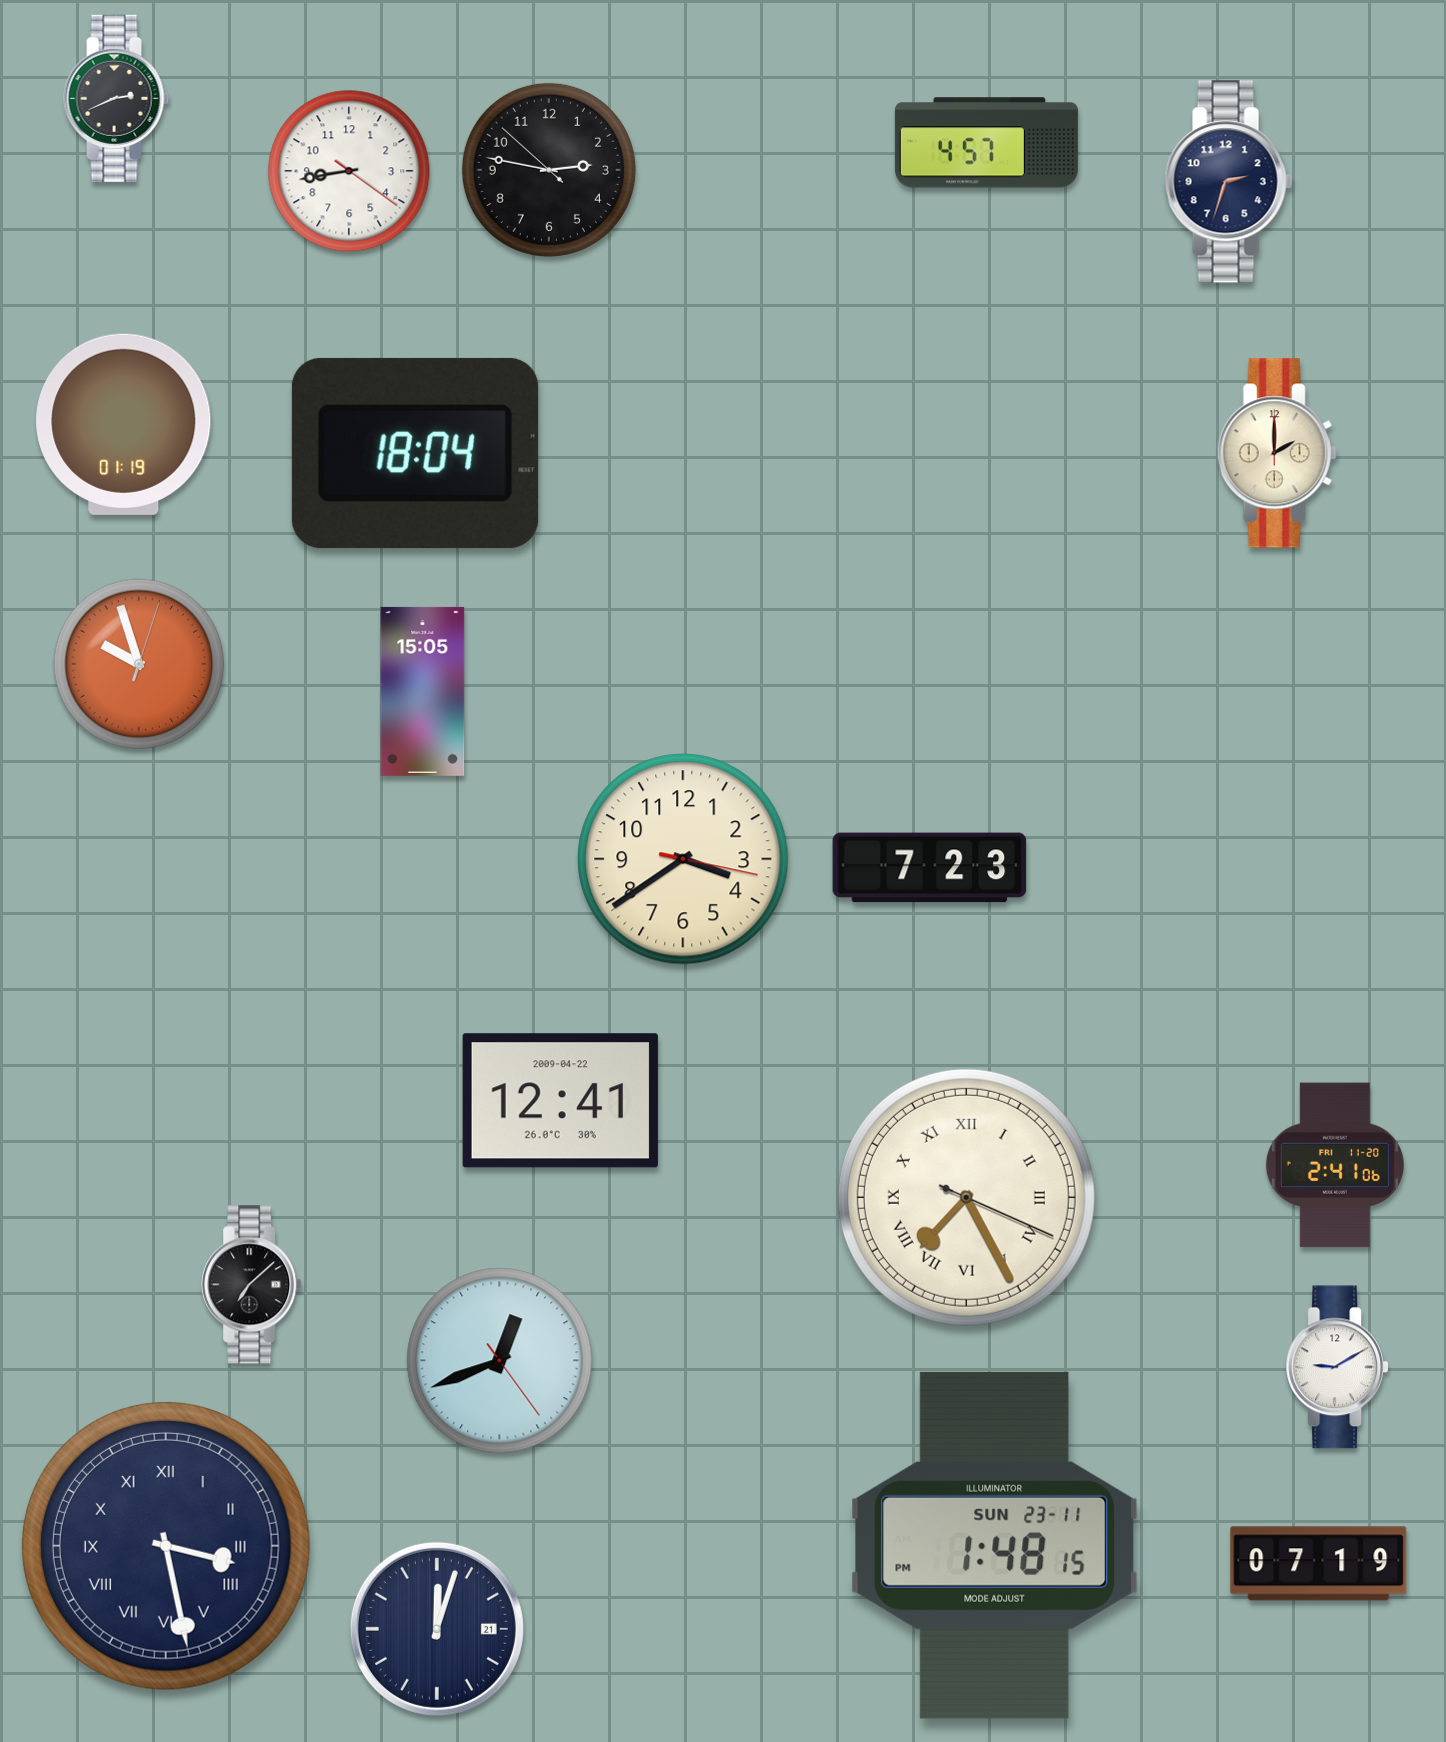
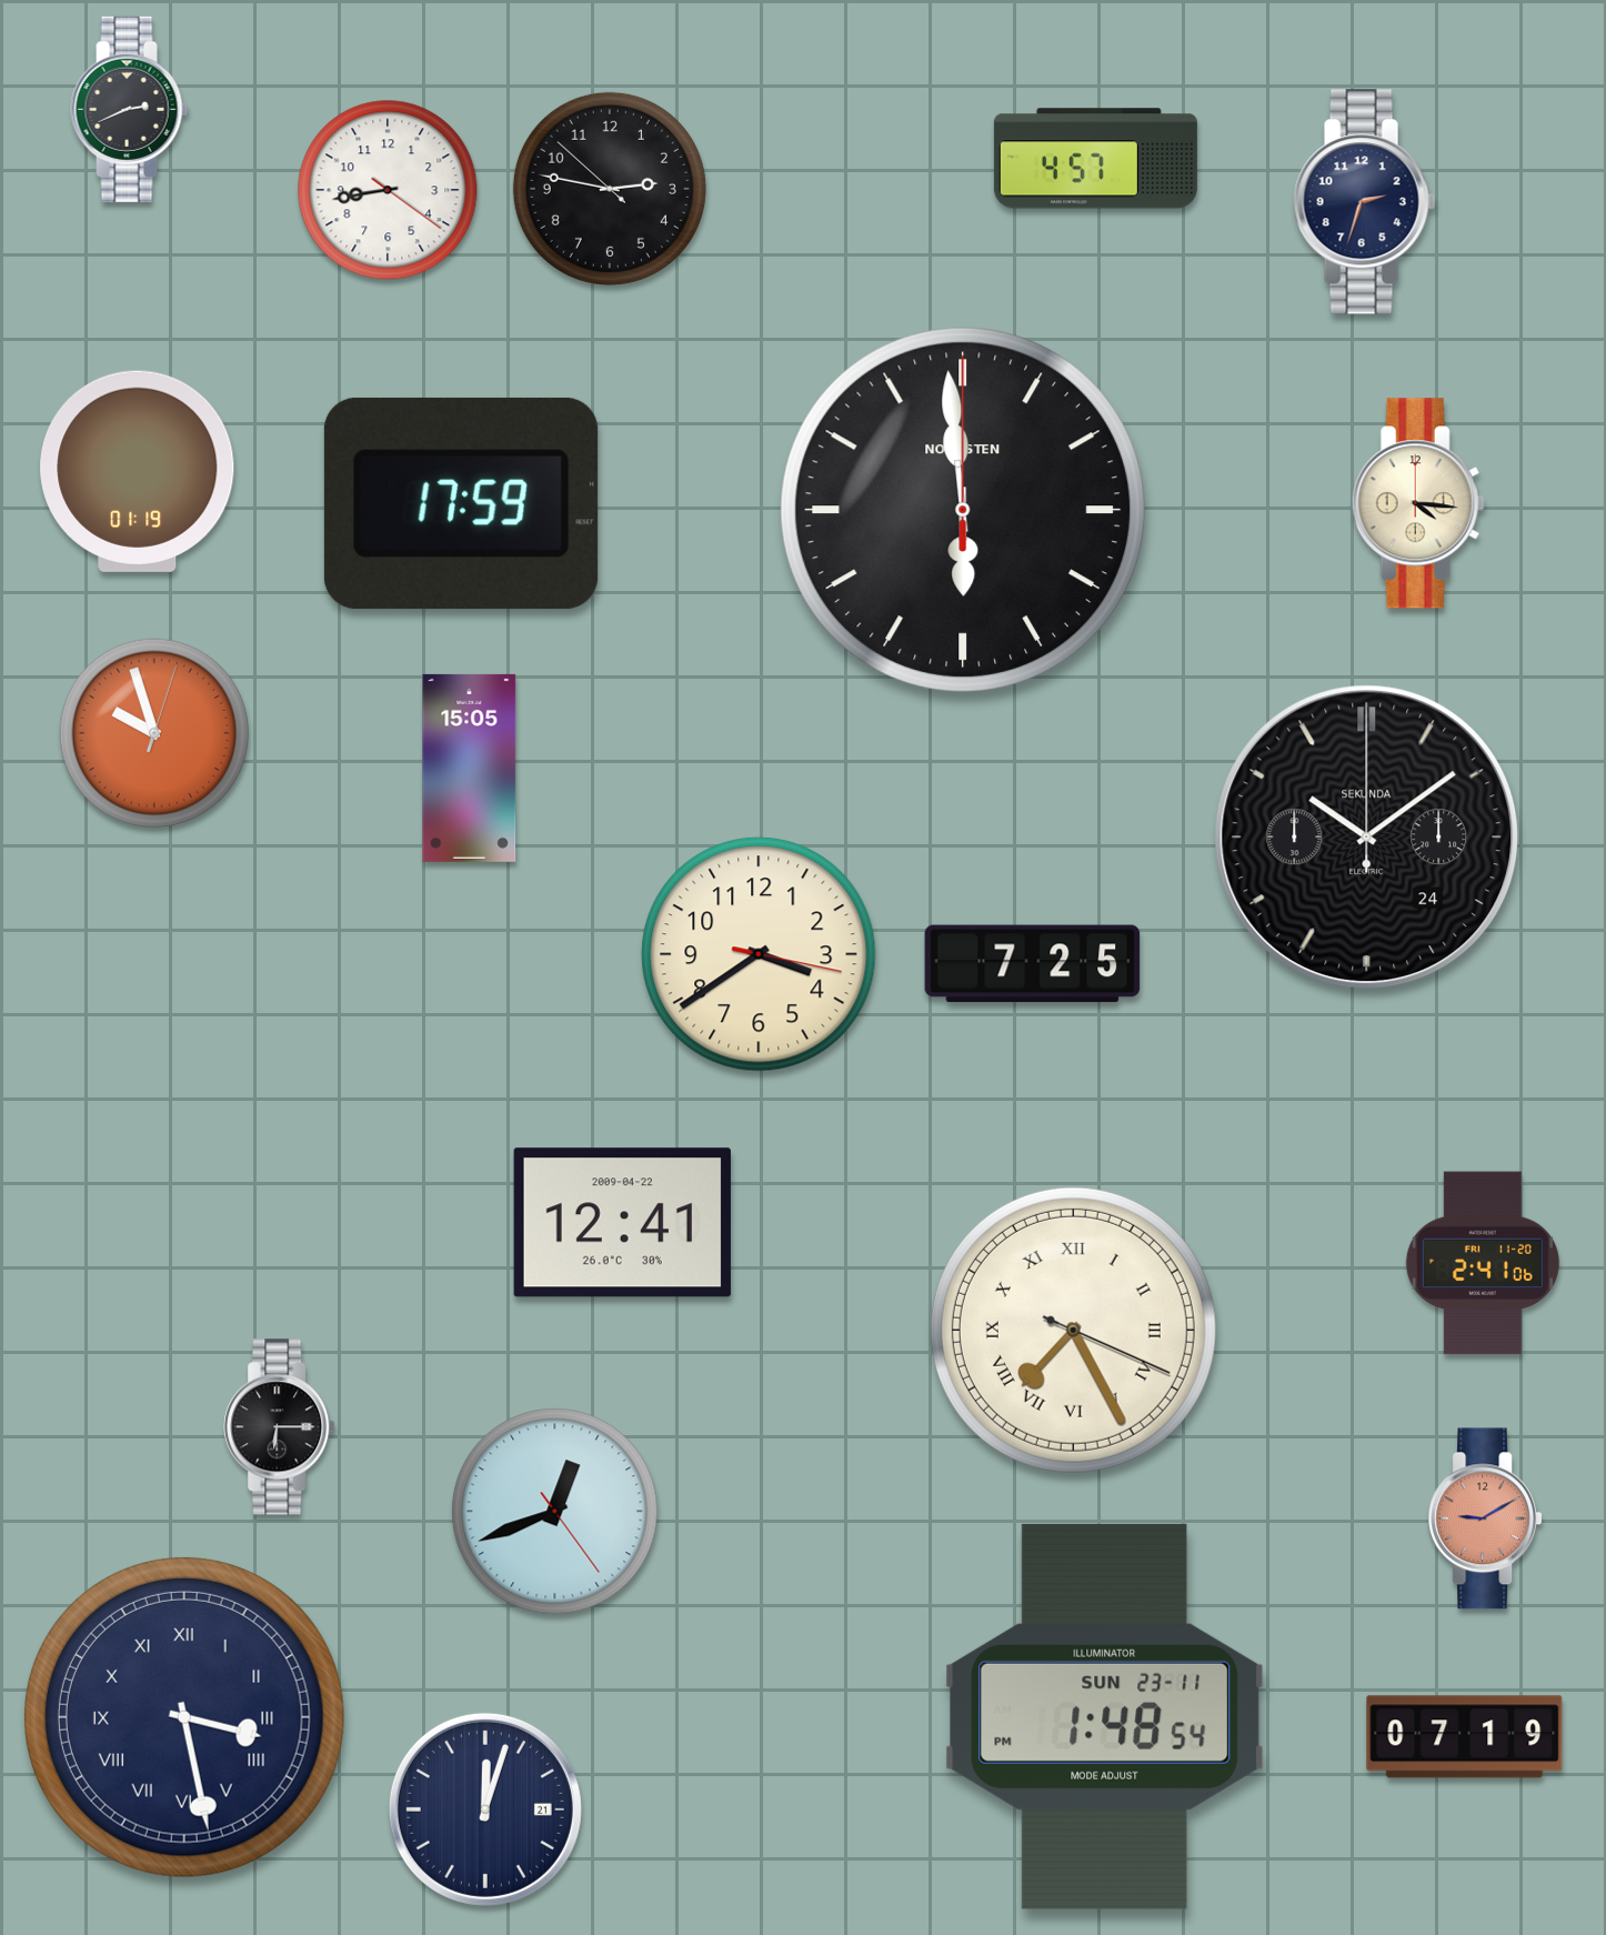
clock at (415, 453): 18:04 -> 17:59
clock at (1277, 453): 2:00 -> 4:16
clock at (963, 510): none -> 5:59
clock at (139, 664) position: (139, 664) -> (154, 733)
clock at (1367, 838): none -> 10:09
clock at (930, 868): 7:23 -> 7:25
clock at (1335, 1165) position: (1335, 1165) -> (1483, 1263)
clock at (252, 1285): 7:08 -> 6:15
clock at (1337, 1367) dial: white -> salmon
clock at (995, 1545): 1:48:15 PM -> 1:48:54 PM
